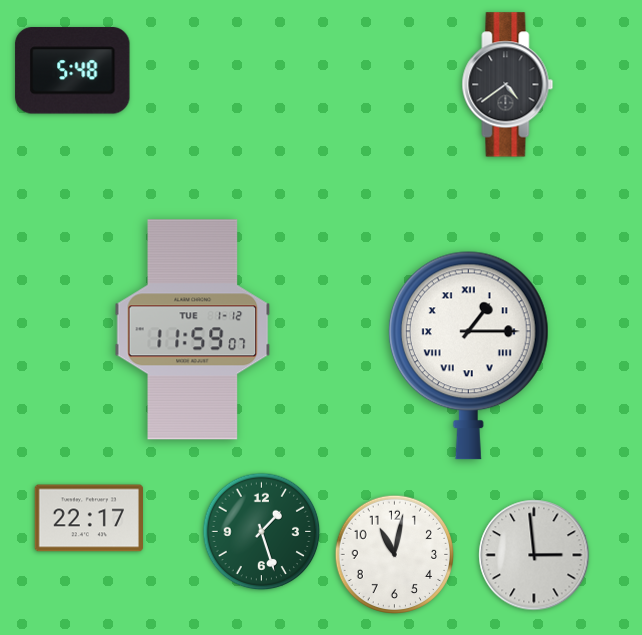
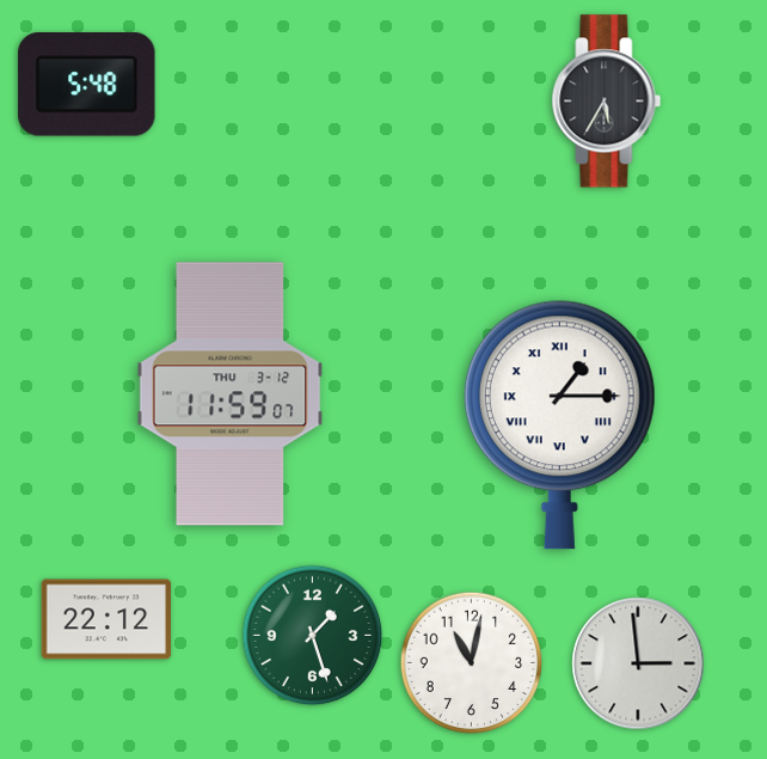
clock at (508, 85): 4:39 -> 5:35
clock at (193, 330) date: TUE 1-12 -> THU 3-12
clock at (88, 518): 22:17 -> 22:12
